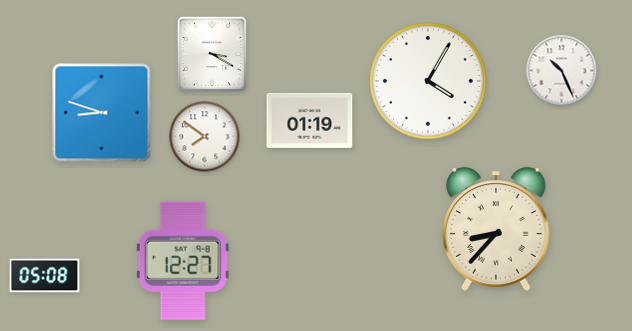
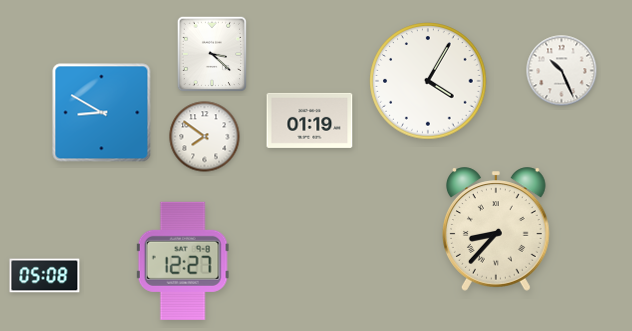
clock at (211, 53): 3:20 -> 3:22
clock at (102, 113): 8:48 -> 8:50
